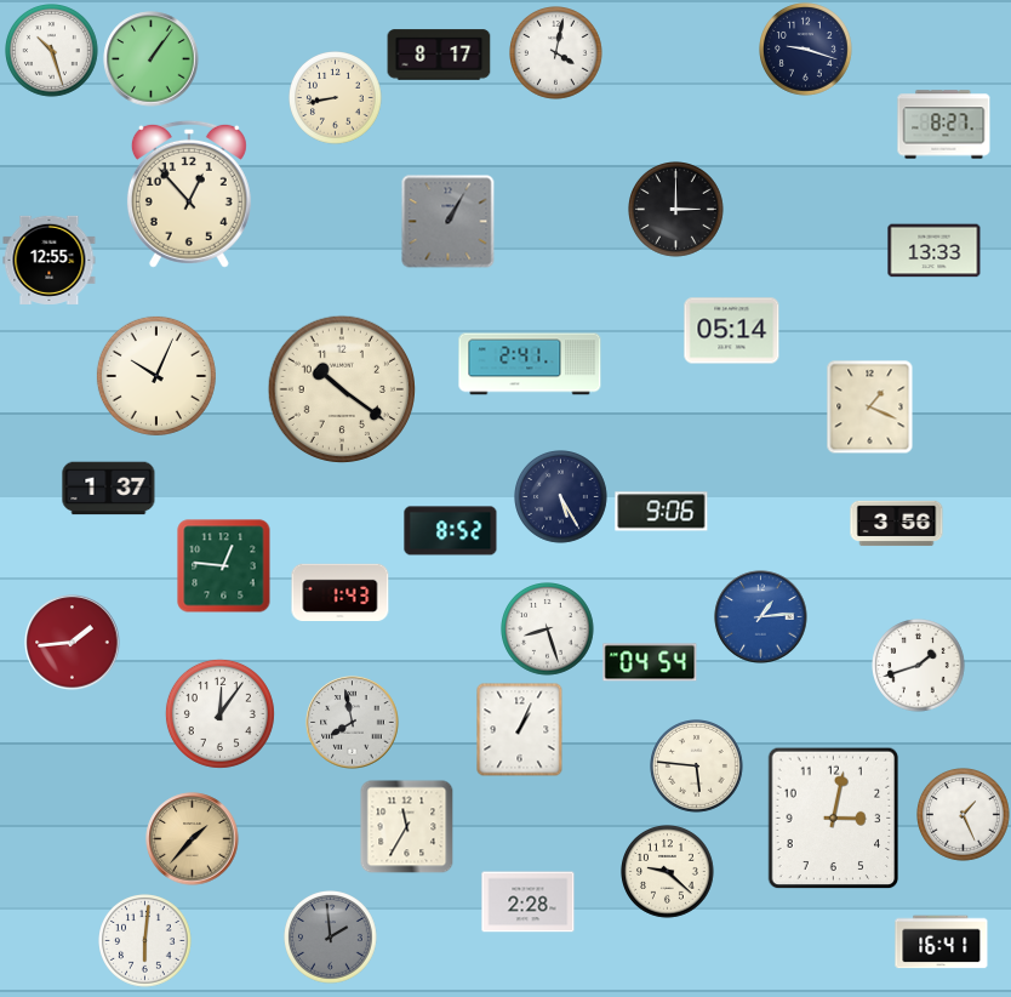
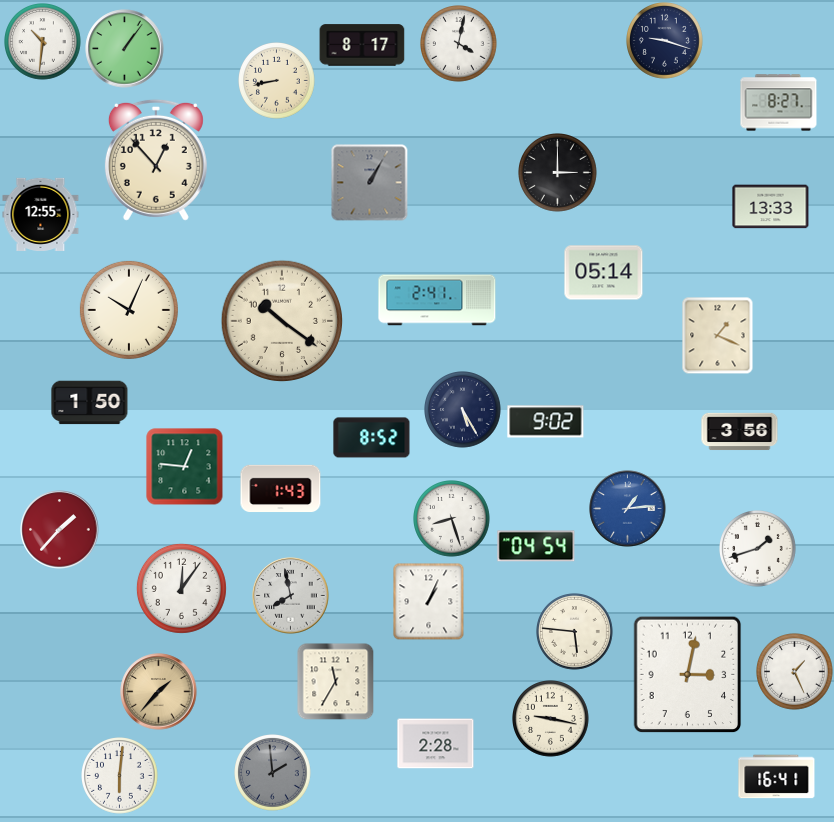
clock at (52, 51): 10:27 -> 10:31
clock at (109, 489): 1:37 -> 1:50
clock at (662, 512): 9:06 -> 9:02
clock at (73, 643): 1:44 -> 1:37
clock at (668, 872): 9:22 -> 9:17
